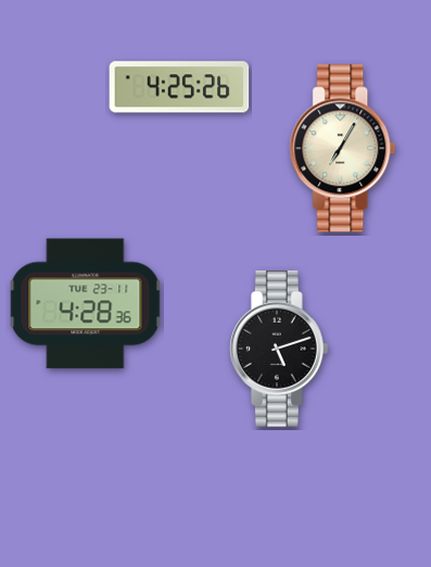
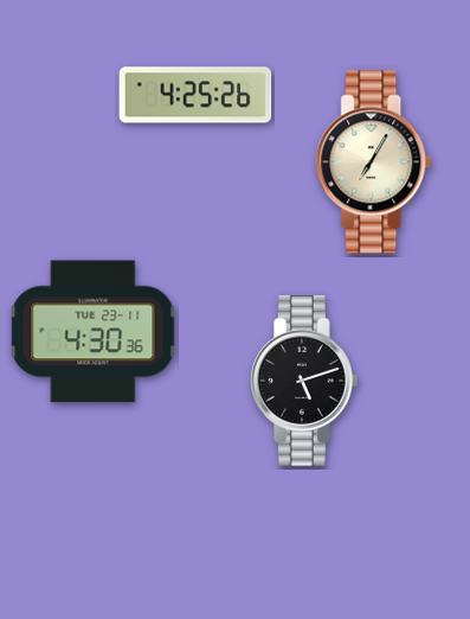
clock at (86, 304): 4:28 -> 4:30
